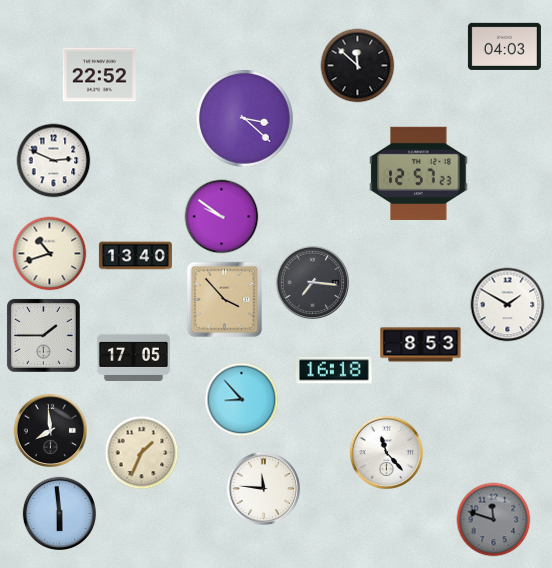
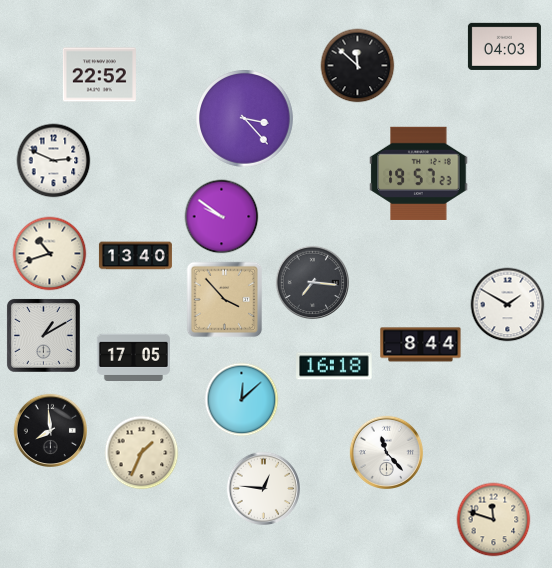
clock at (245, 119): 3:22 -> 3:23
clock at (419, 173): 12:57 -> 19:57
clock at (43, 335): 1:45 -> 1:10
clock at (421, 345): 8:53 -> 8:44
clock at (334, 370) position: (334, 370) -> (334, 366)
clock at (242, 400): 8:53 -> 12:08
clock at (263, 488): 11:46 -> 12:46
clock at (59, 513): 5:59 -> none
clock at (494, 520) dial: grey -> cream
